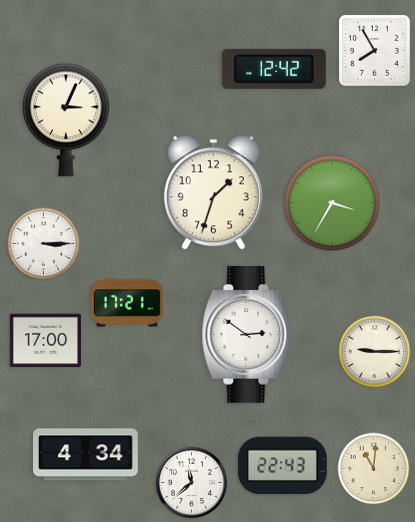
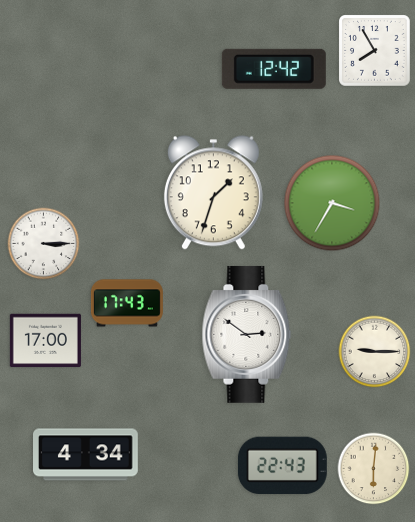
clock at (66, 120): 3:04 -> none
clock at (127, 303): 17:21 -> 17:43
clock at (374, 469): 11:01 -> 6:01
clock at (191, 482): 11:38 -> none
